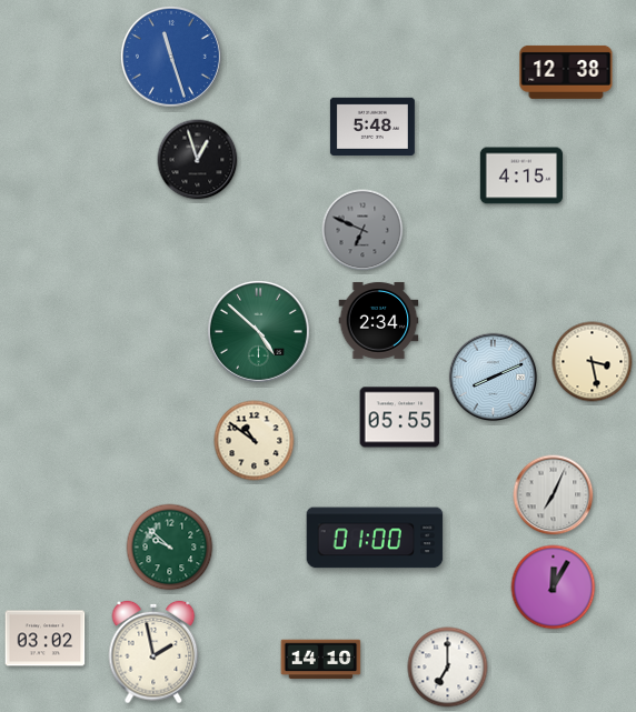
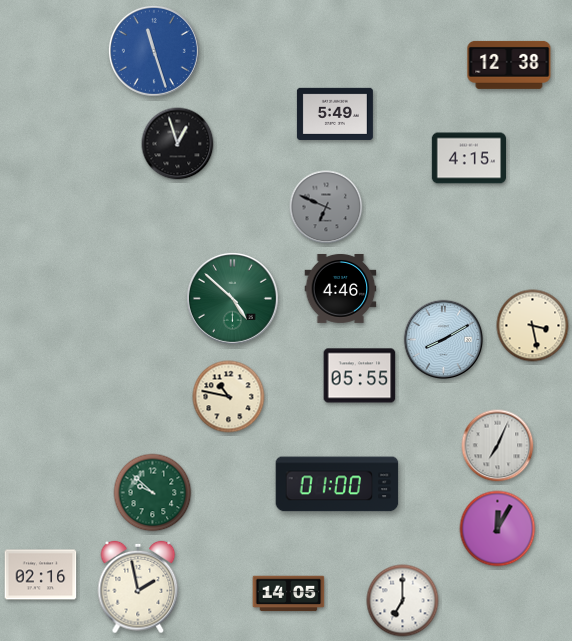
clock at (372, 127): 5:48 -> 5:49
clock at (379, 320): 2:34 -> 4:46
clock at (494, 378): 8:11 -> 8:10
clock at (255, 441): 10:51 -> 10:47
clock at (46, 639): 03:02 -> 02:16
clock at (321, 660): 14:10 -> 14:05
